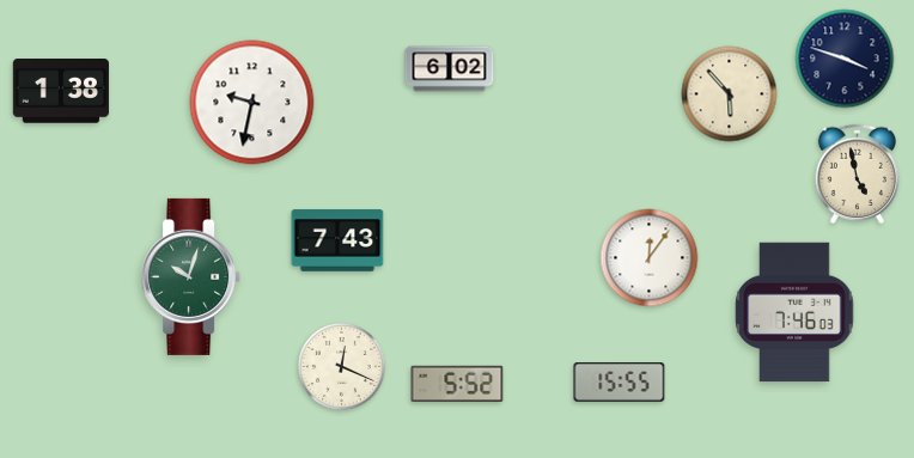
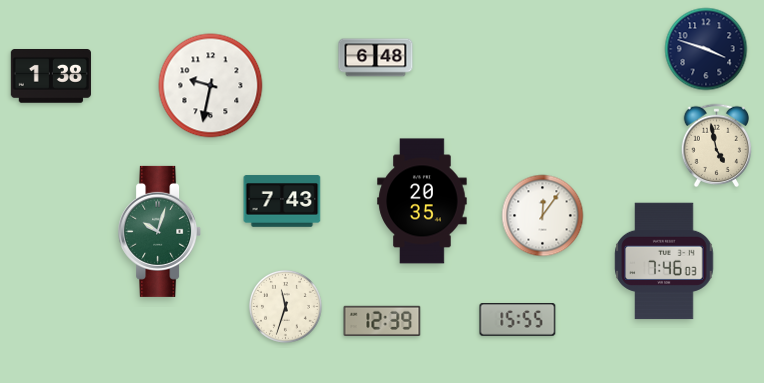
clock at (450, 69): 6:02 -> 6:48
clock at (730, 94): 5:53 -> none
clock at (422, 201): none -> 20:35
clock at (341, 366): 12:19 -> 11:33
clock at (457, 383): 5:52 -> 12:39
